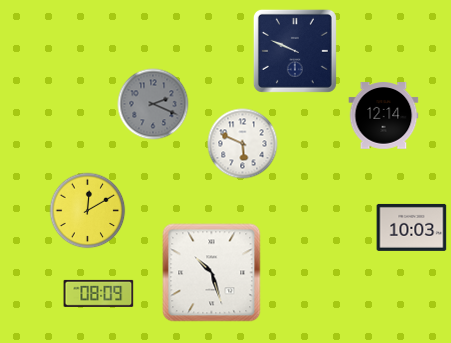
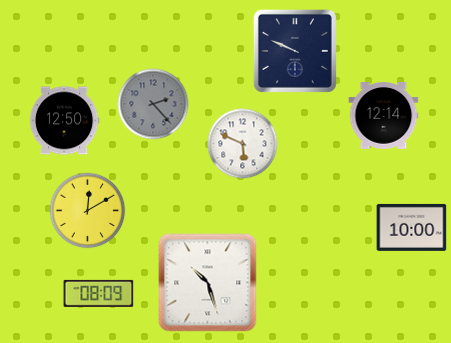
clock at (153, 104): 2:19 -> 2:23
clock at (64, 121): none -> 12:50
clock at (412, 227): 10:03 -> 10:00
clock at (212, 273) position: (212, 273) -> (208, 283)
